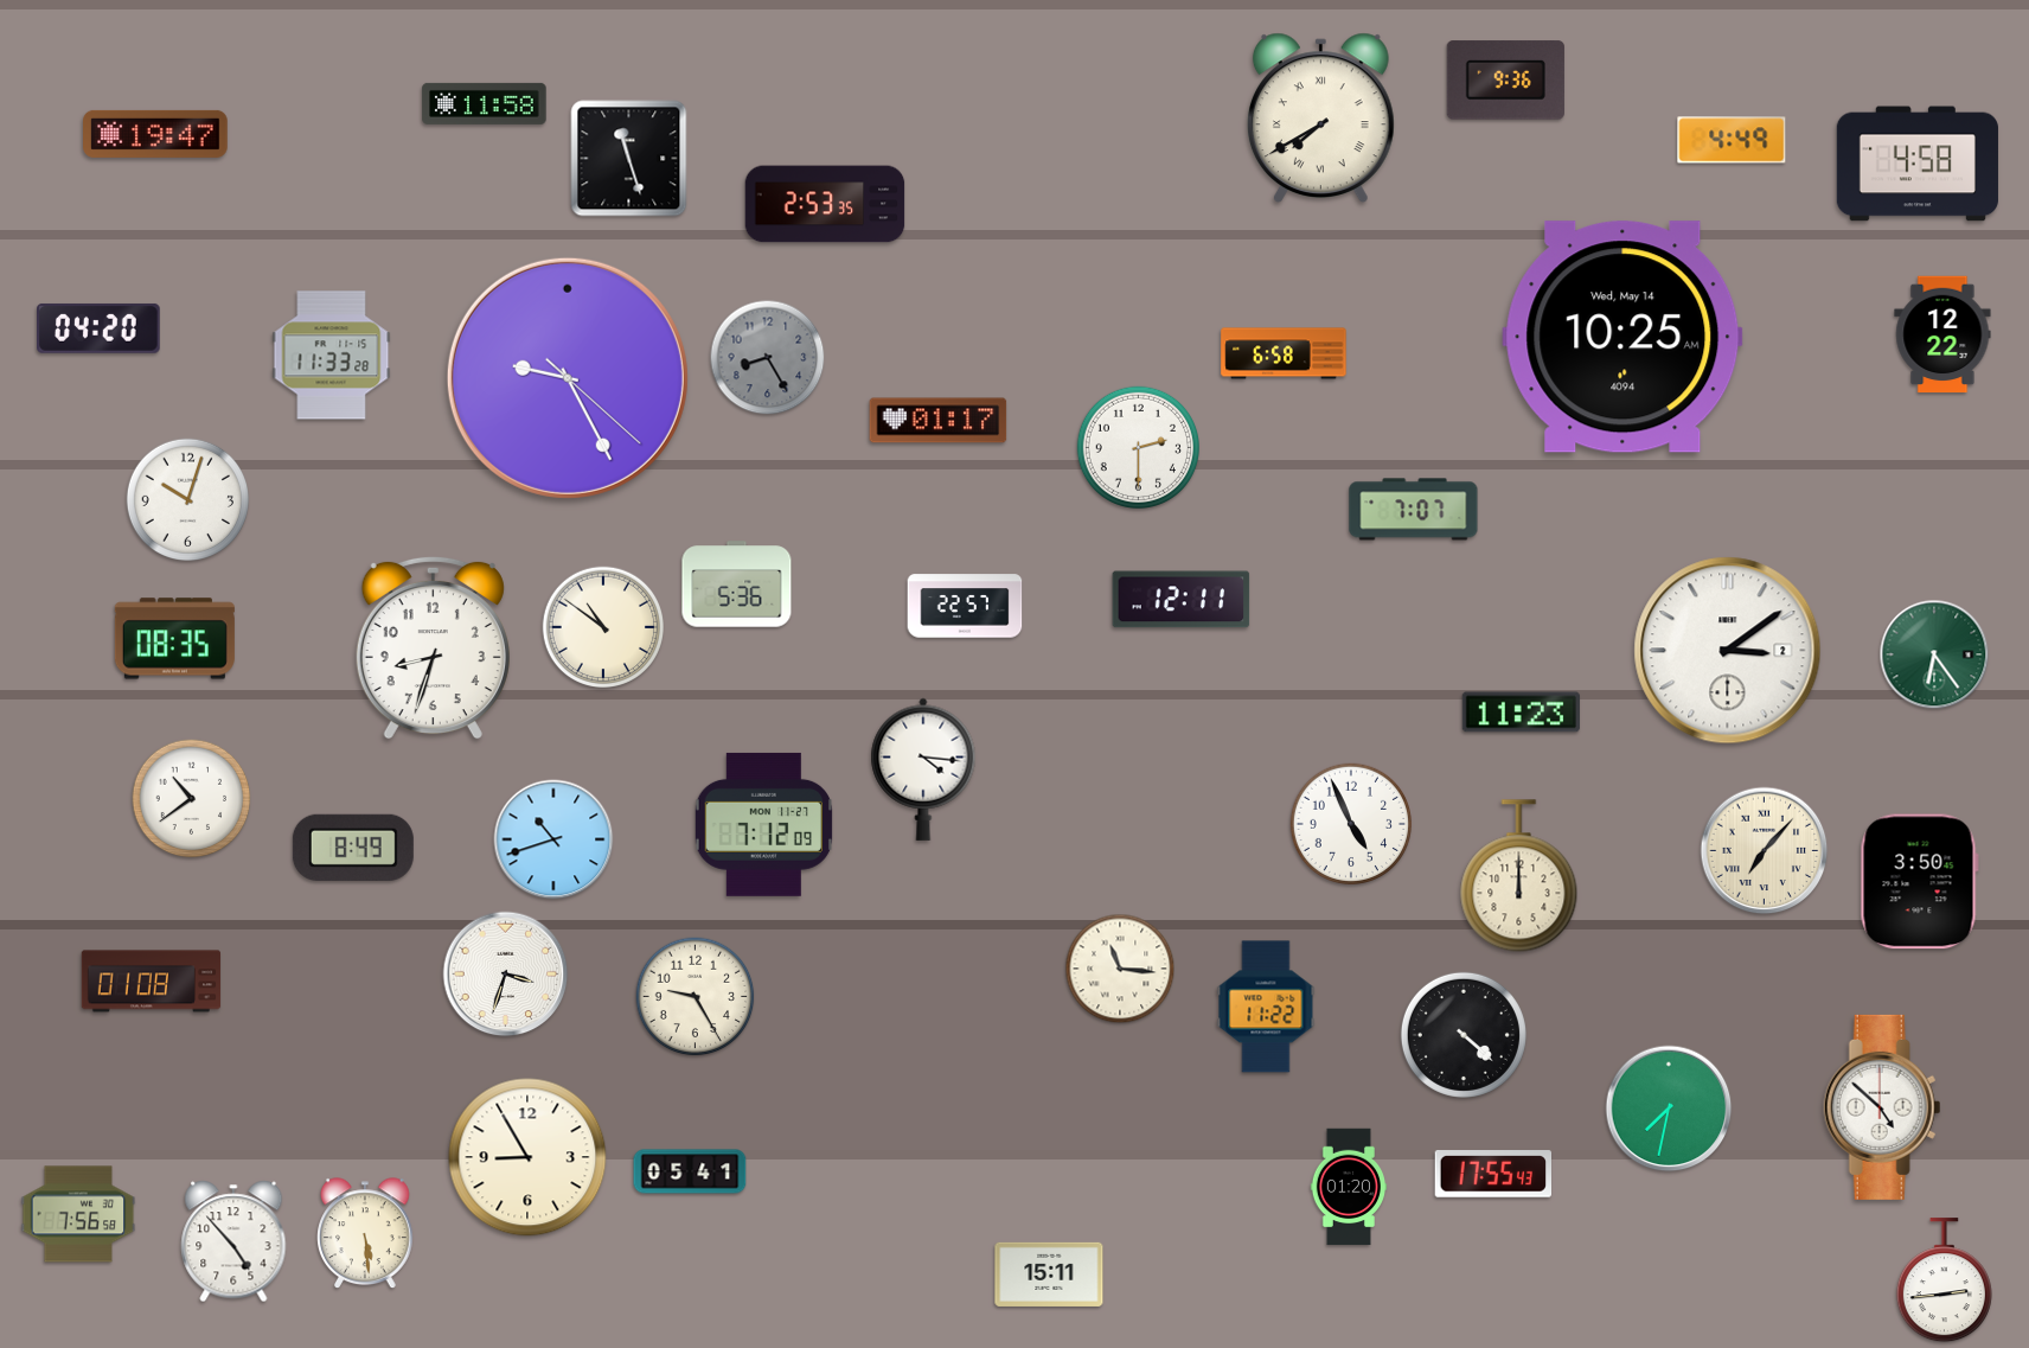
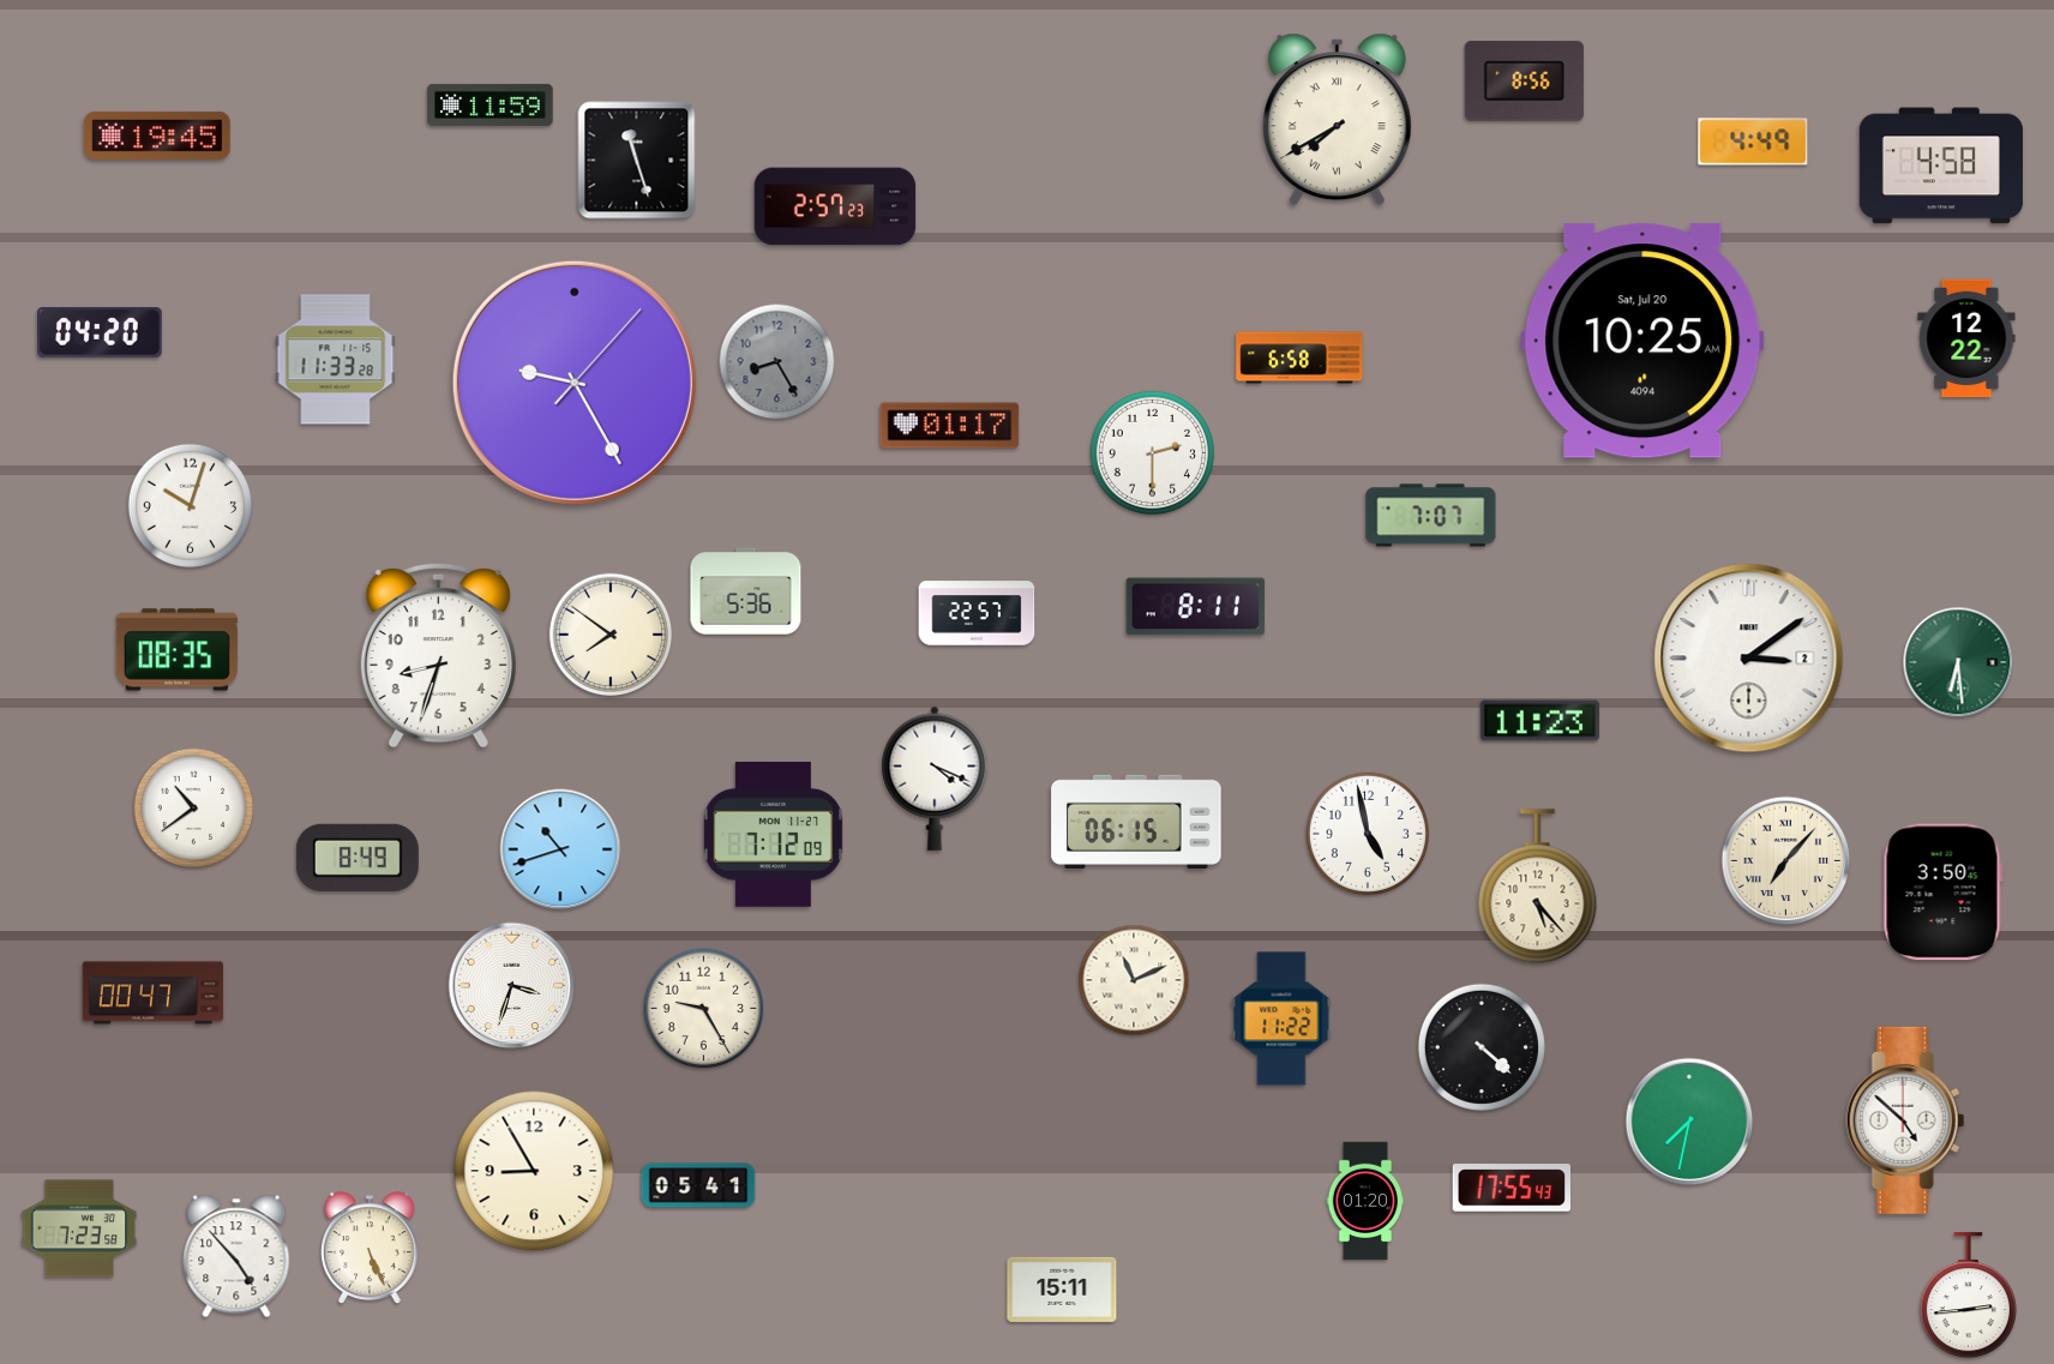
clock at (1505, 81): 9:36 -> 8:56
clock at (485, 103): 11:58 -> 11:59
clock at (156, 134): 19:47 -> 19:45
clock at (825, 204): 2:53 -> 2:57
clock at (1622, 337) date: Wed, May 14 -> Sat, Jul 20
clock at (568, 378): 9:25:22 -> 9:25:07
clock at (1182, 600): 12:11 -> 8:11
clock at (602, 626): 10:51 -> 7:51
clock at (174, 639) position: (174, 639) -> (176, 650)
clock at (1934, 654): 6:24 -> 6:29
clock at (923, 769): 4:16 -> 4:19
clock at (1136, 822): none -> 06:15
clock at (1350, 823): 4:56 -> 4:58
clock at (1519, 876): 12:00 -> 5:23
clock at (1120, 969): 11:16 -> 11:11
clock at (152, 982): 01:08 -> 00:47
clock at (78, 1214): 7:56 -> 7:23
clock at (366, 1234): 5:29 -> 5:26
